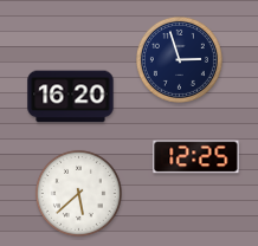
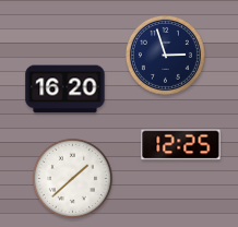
clock at (78, 193): 5:38 -> 1:38
